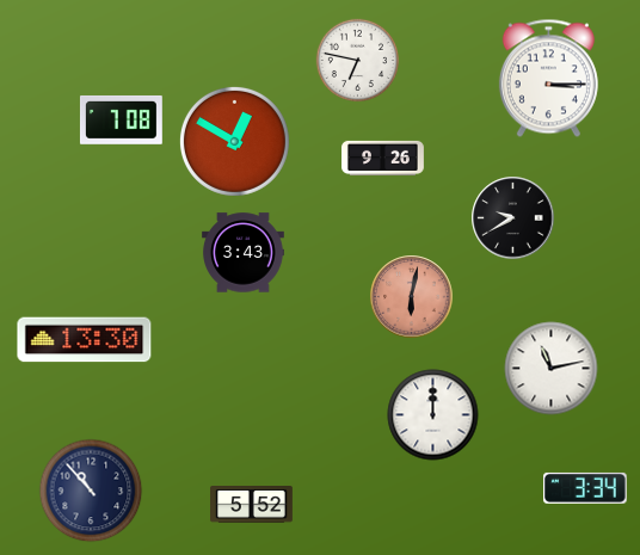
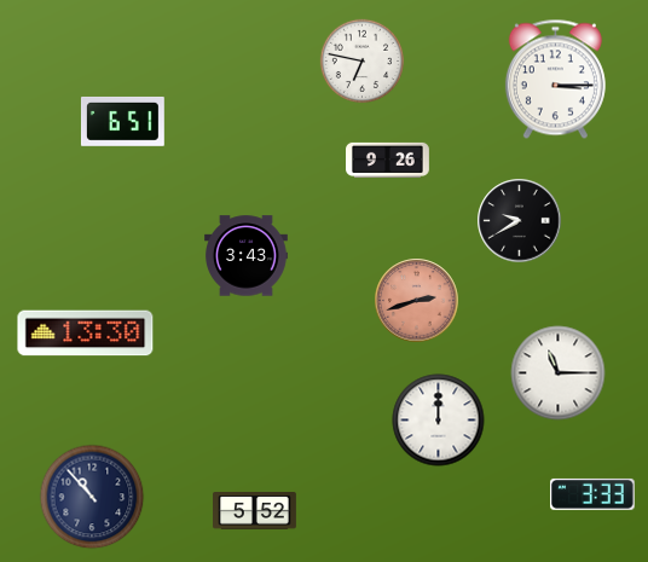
clock at (121, 119): 7:08 -> 6:51
clock at (234, 141): 12:50 -> none
clock at (412, 297): 6:02 -> 2:42
clock at (85, 340) position: (85, 340) -> (86, 334)
clock at (552, 369): 11:13 -> 11:15
clock at (585, 488): 3:34 -> 3:33
